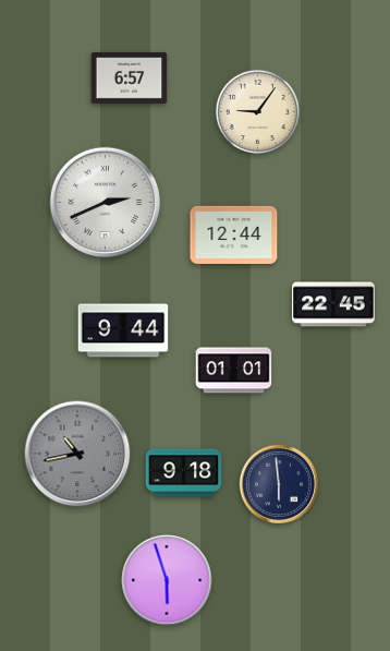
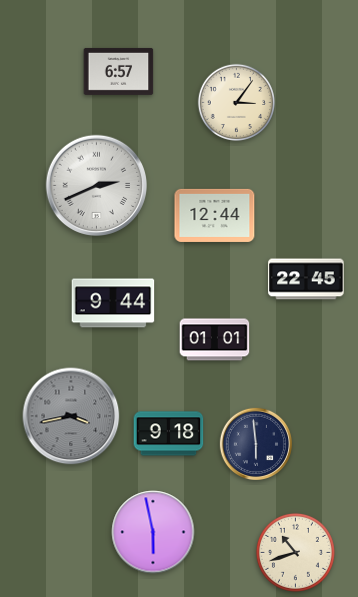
clock at (257, 111): 9:06 -> 3:06
clock at (77, 454): 10:43 -> 3:43
clock at (167, 580): 5:57 -> 5:58
clock at (295, 552): none -> 10:42
